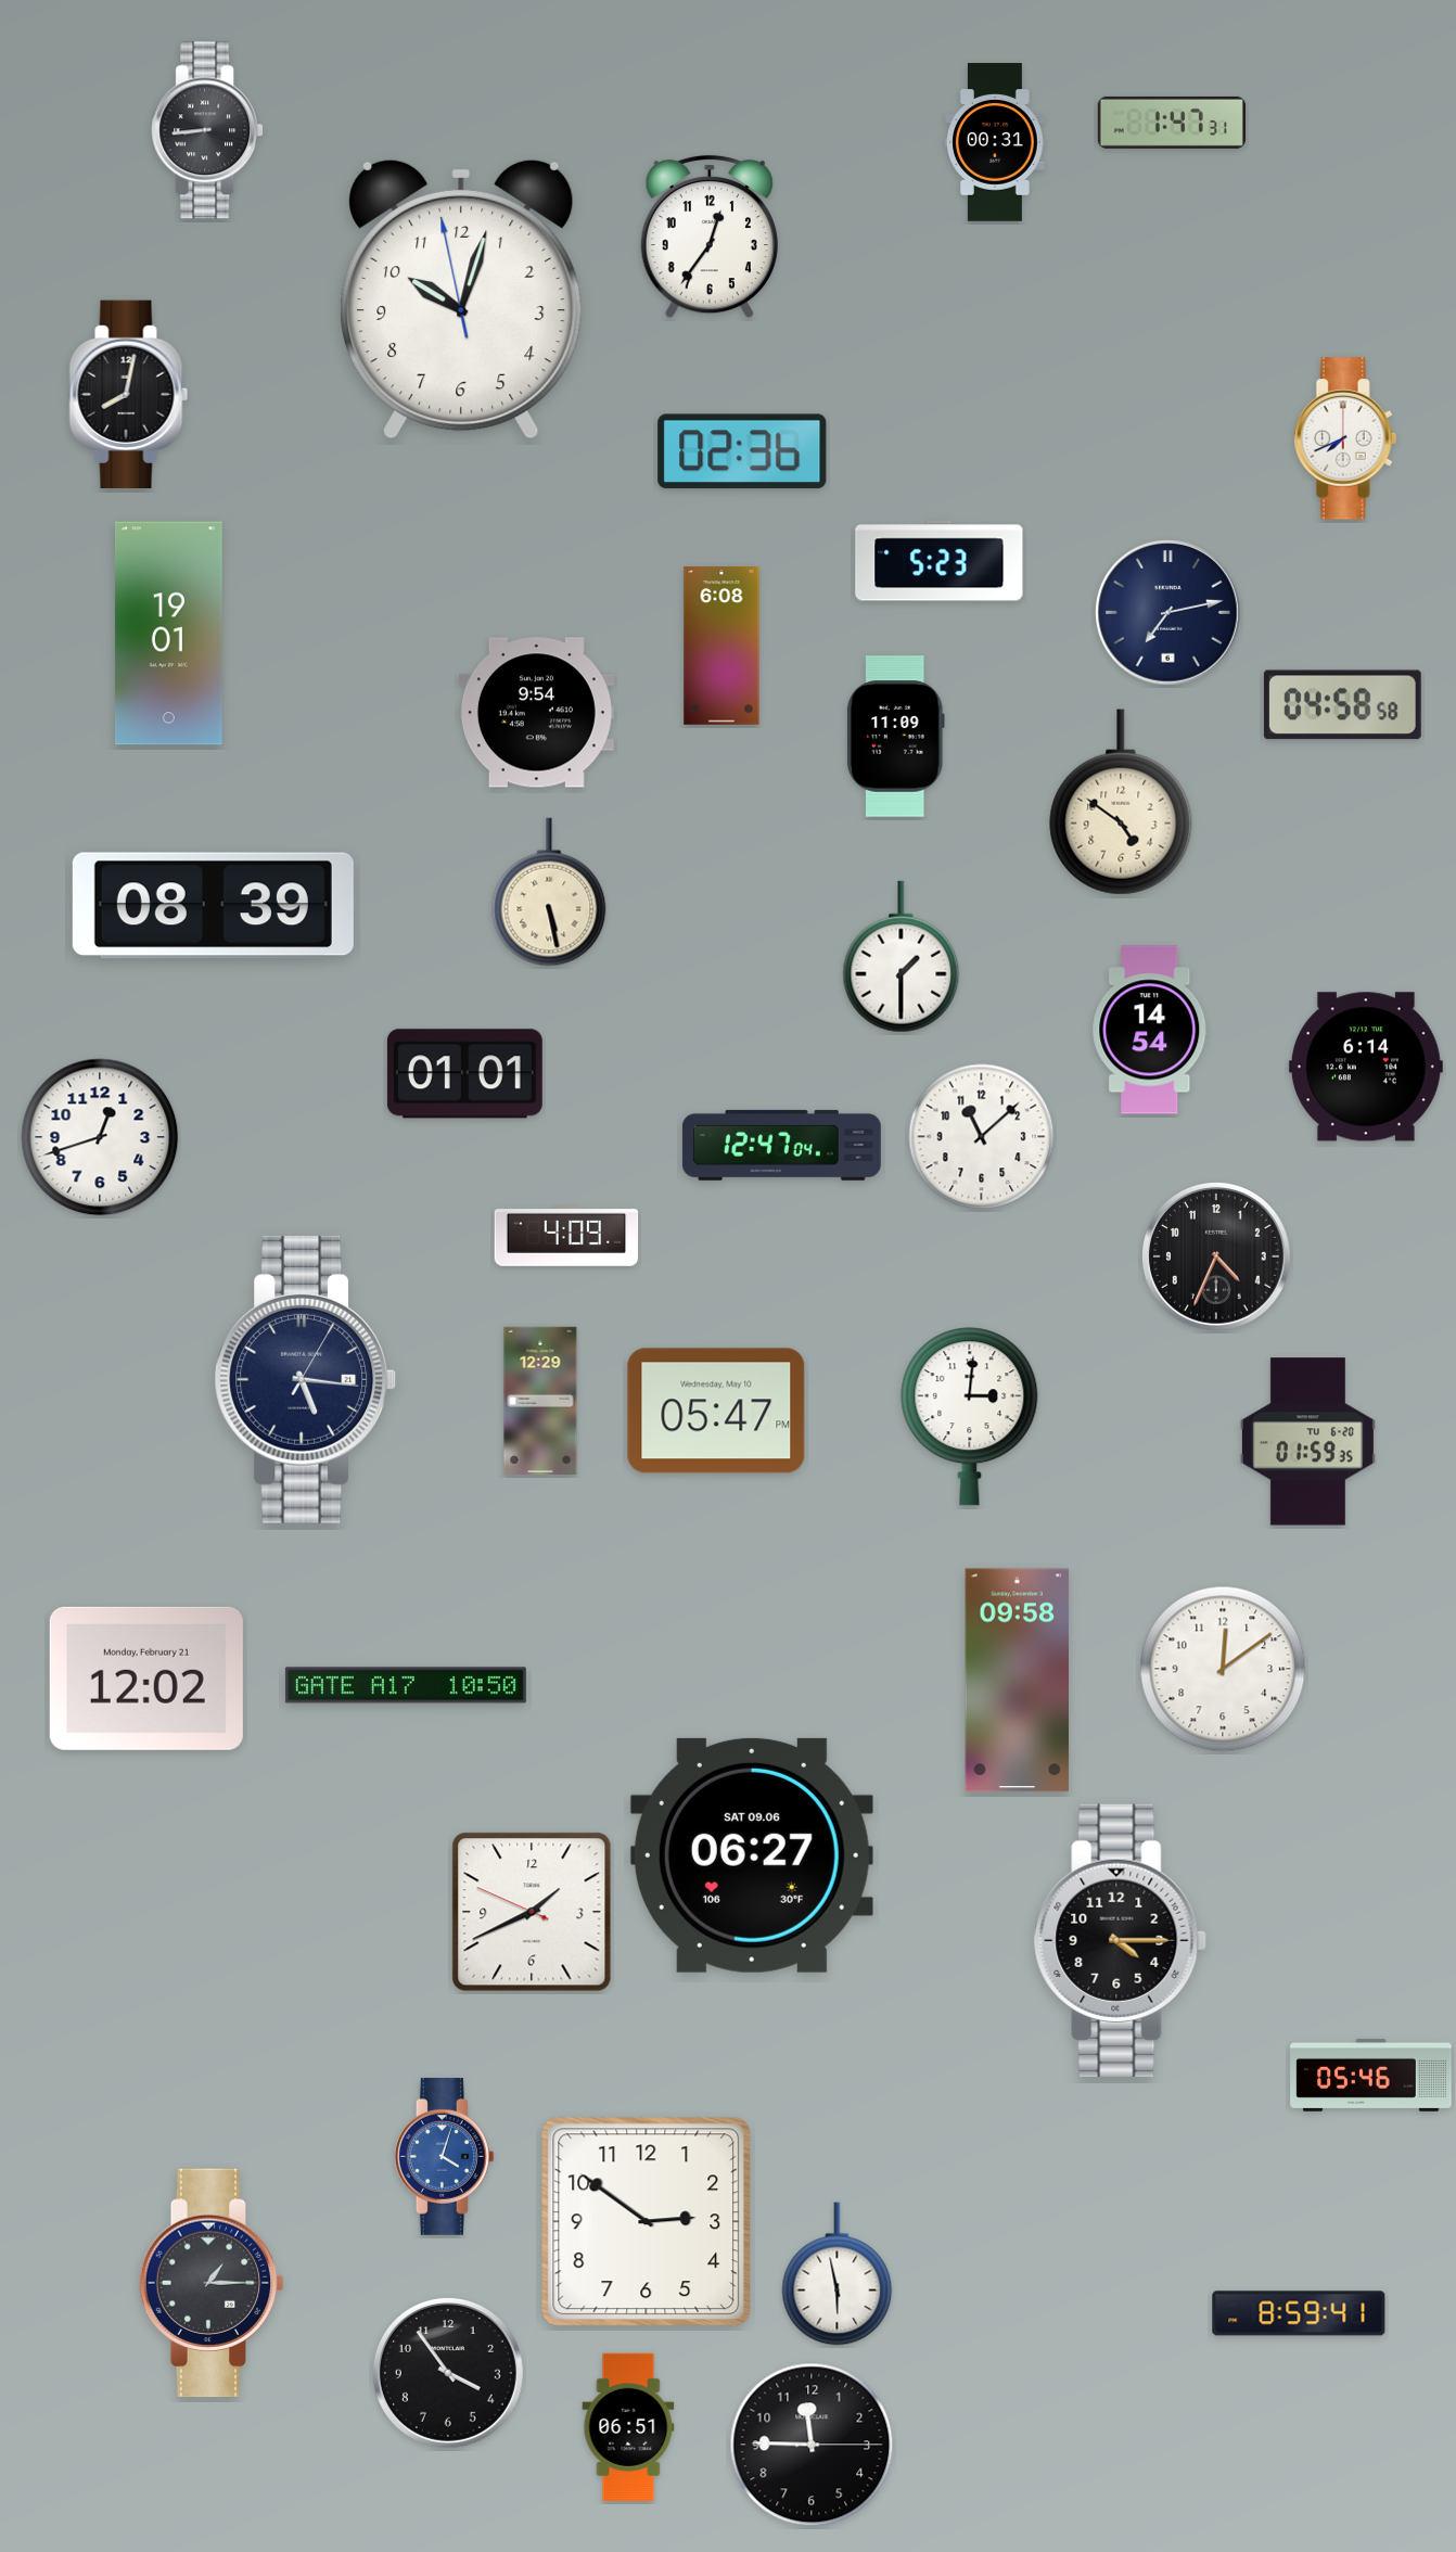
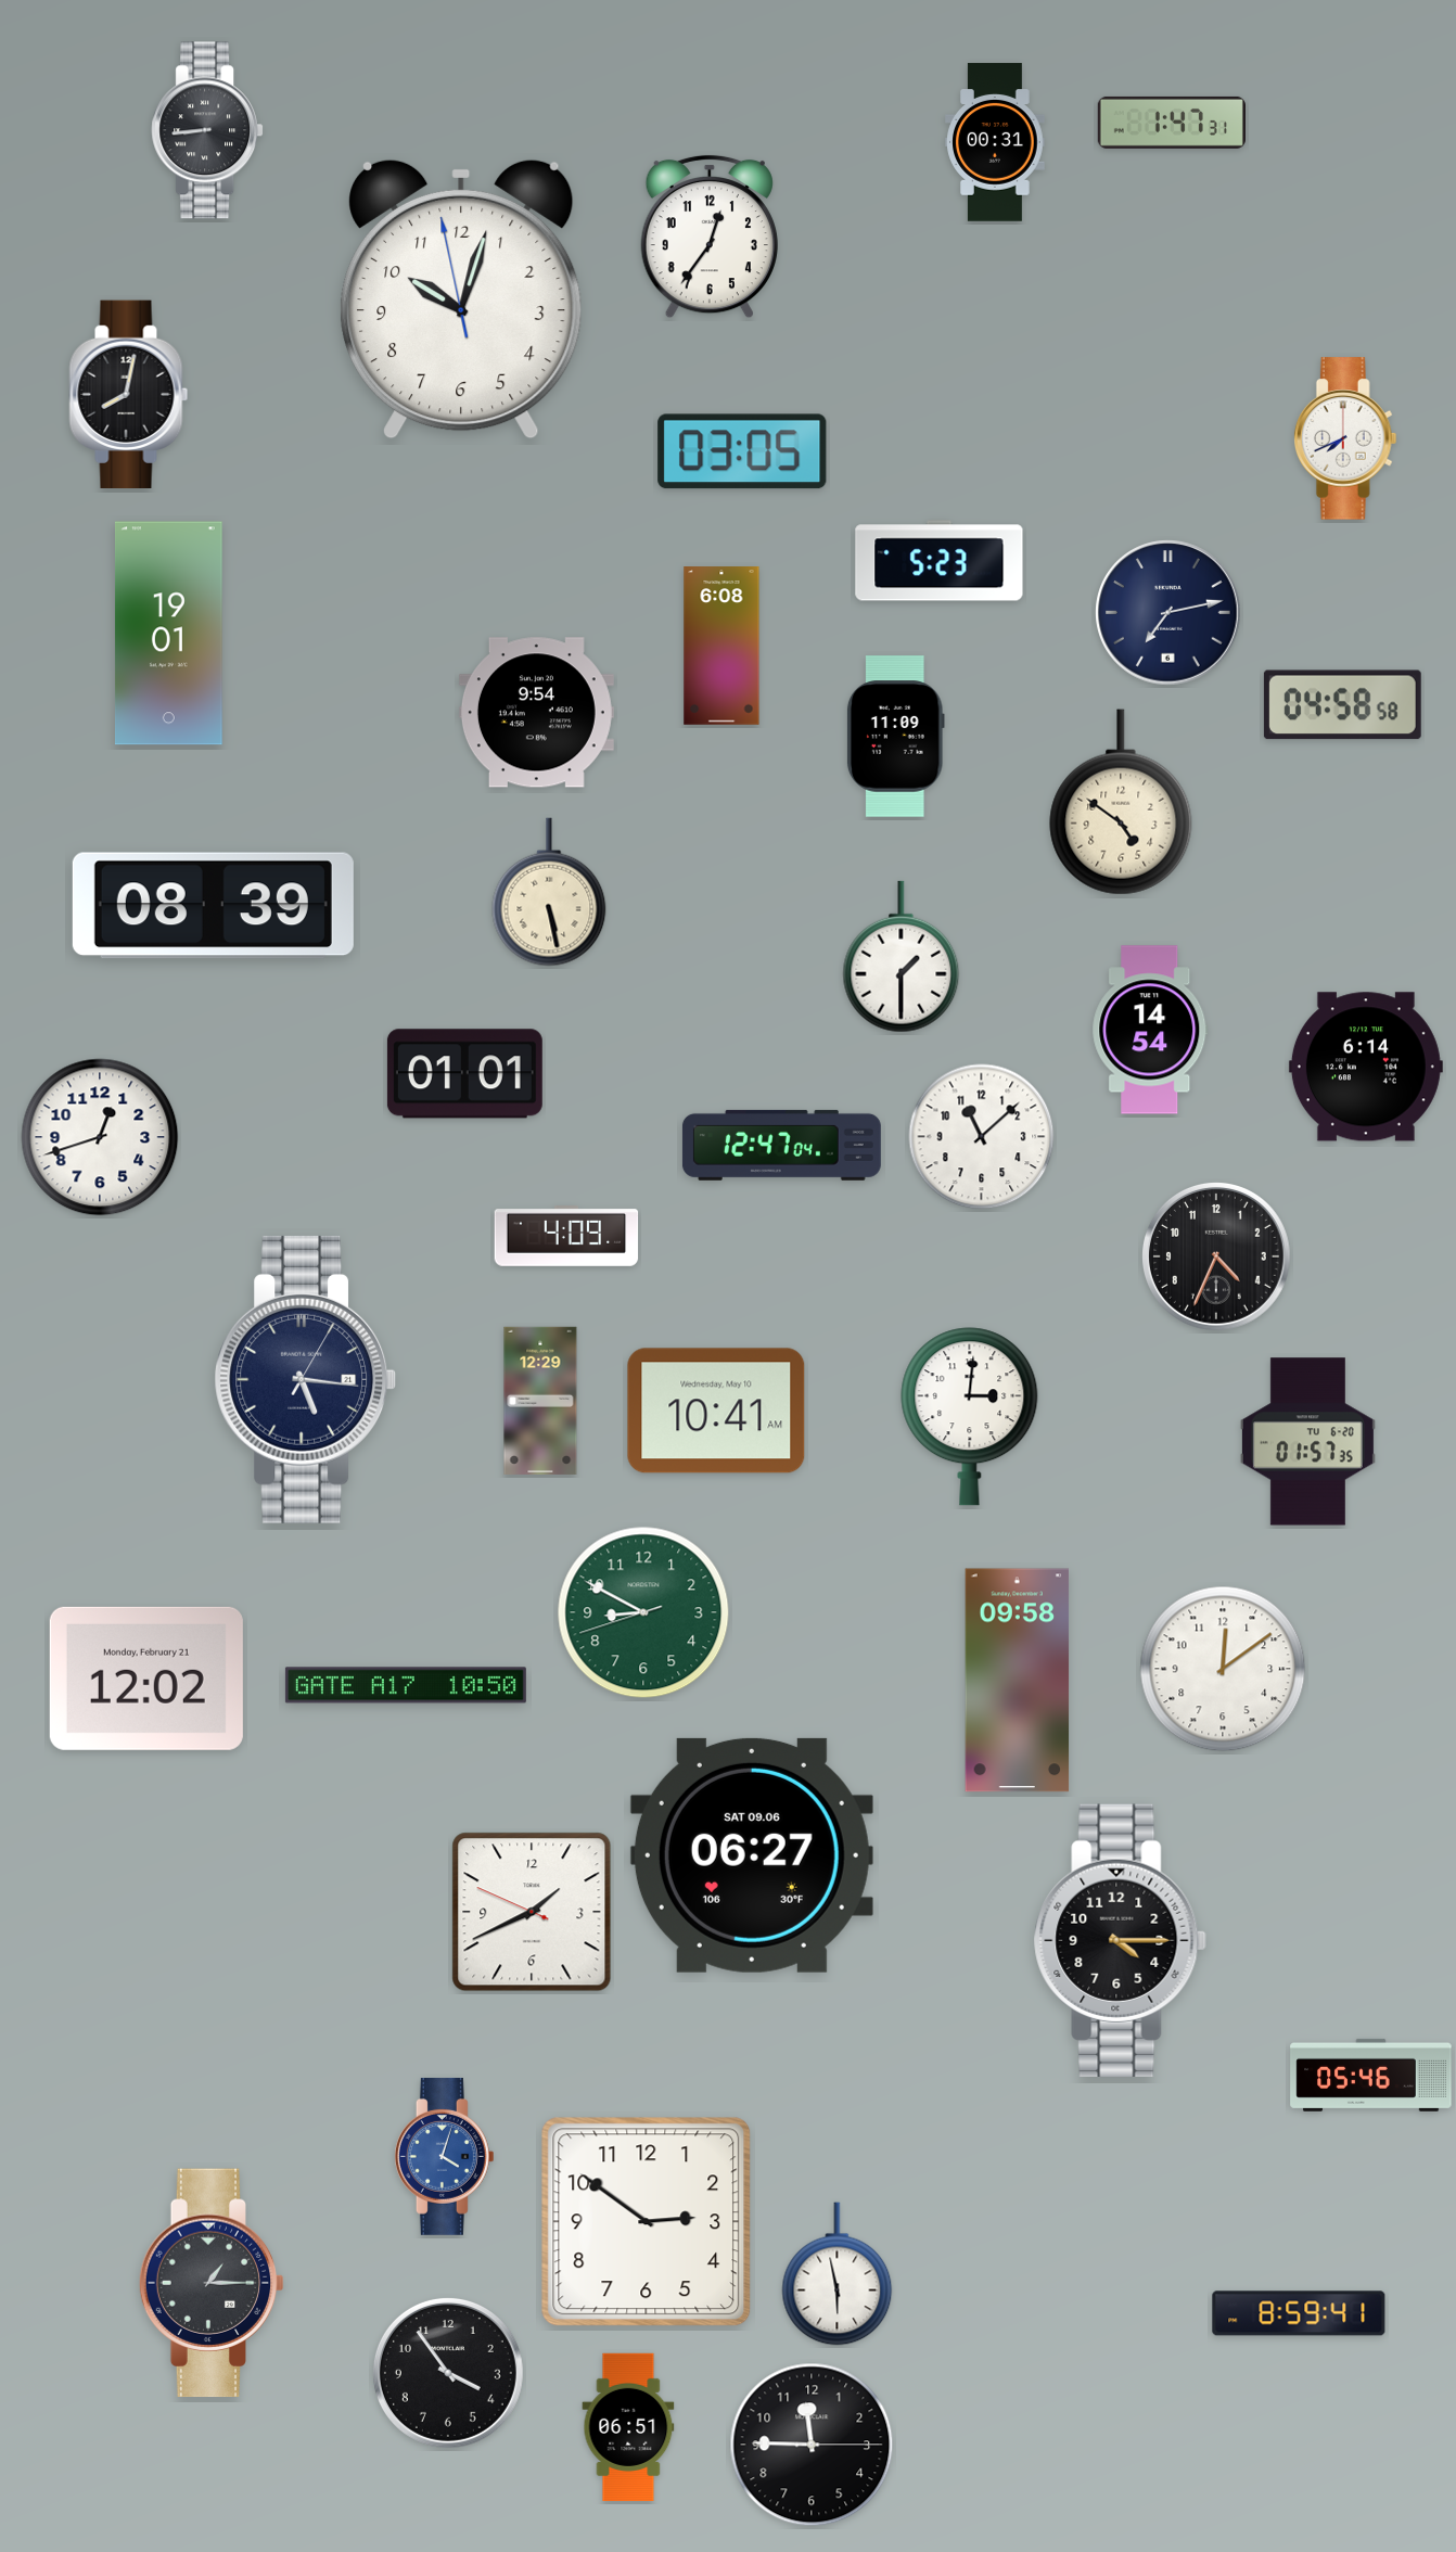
clock at (742, 451): 02:36 -> 03:05
clock at (716, 1411): 05:47 -> 10:41
clock at (1307, 1442): 01:59 -> 01:57
clock at (643, 1612): none -> 8:49
